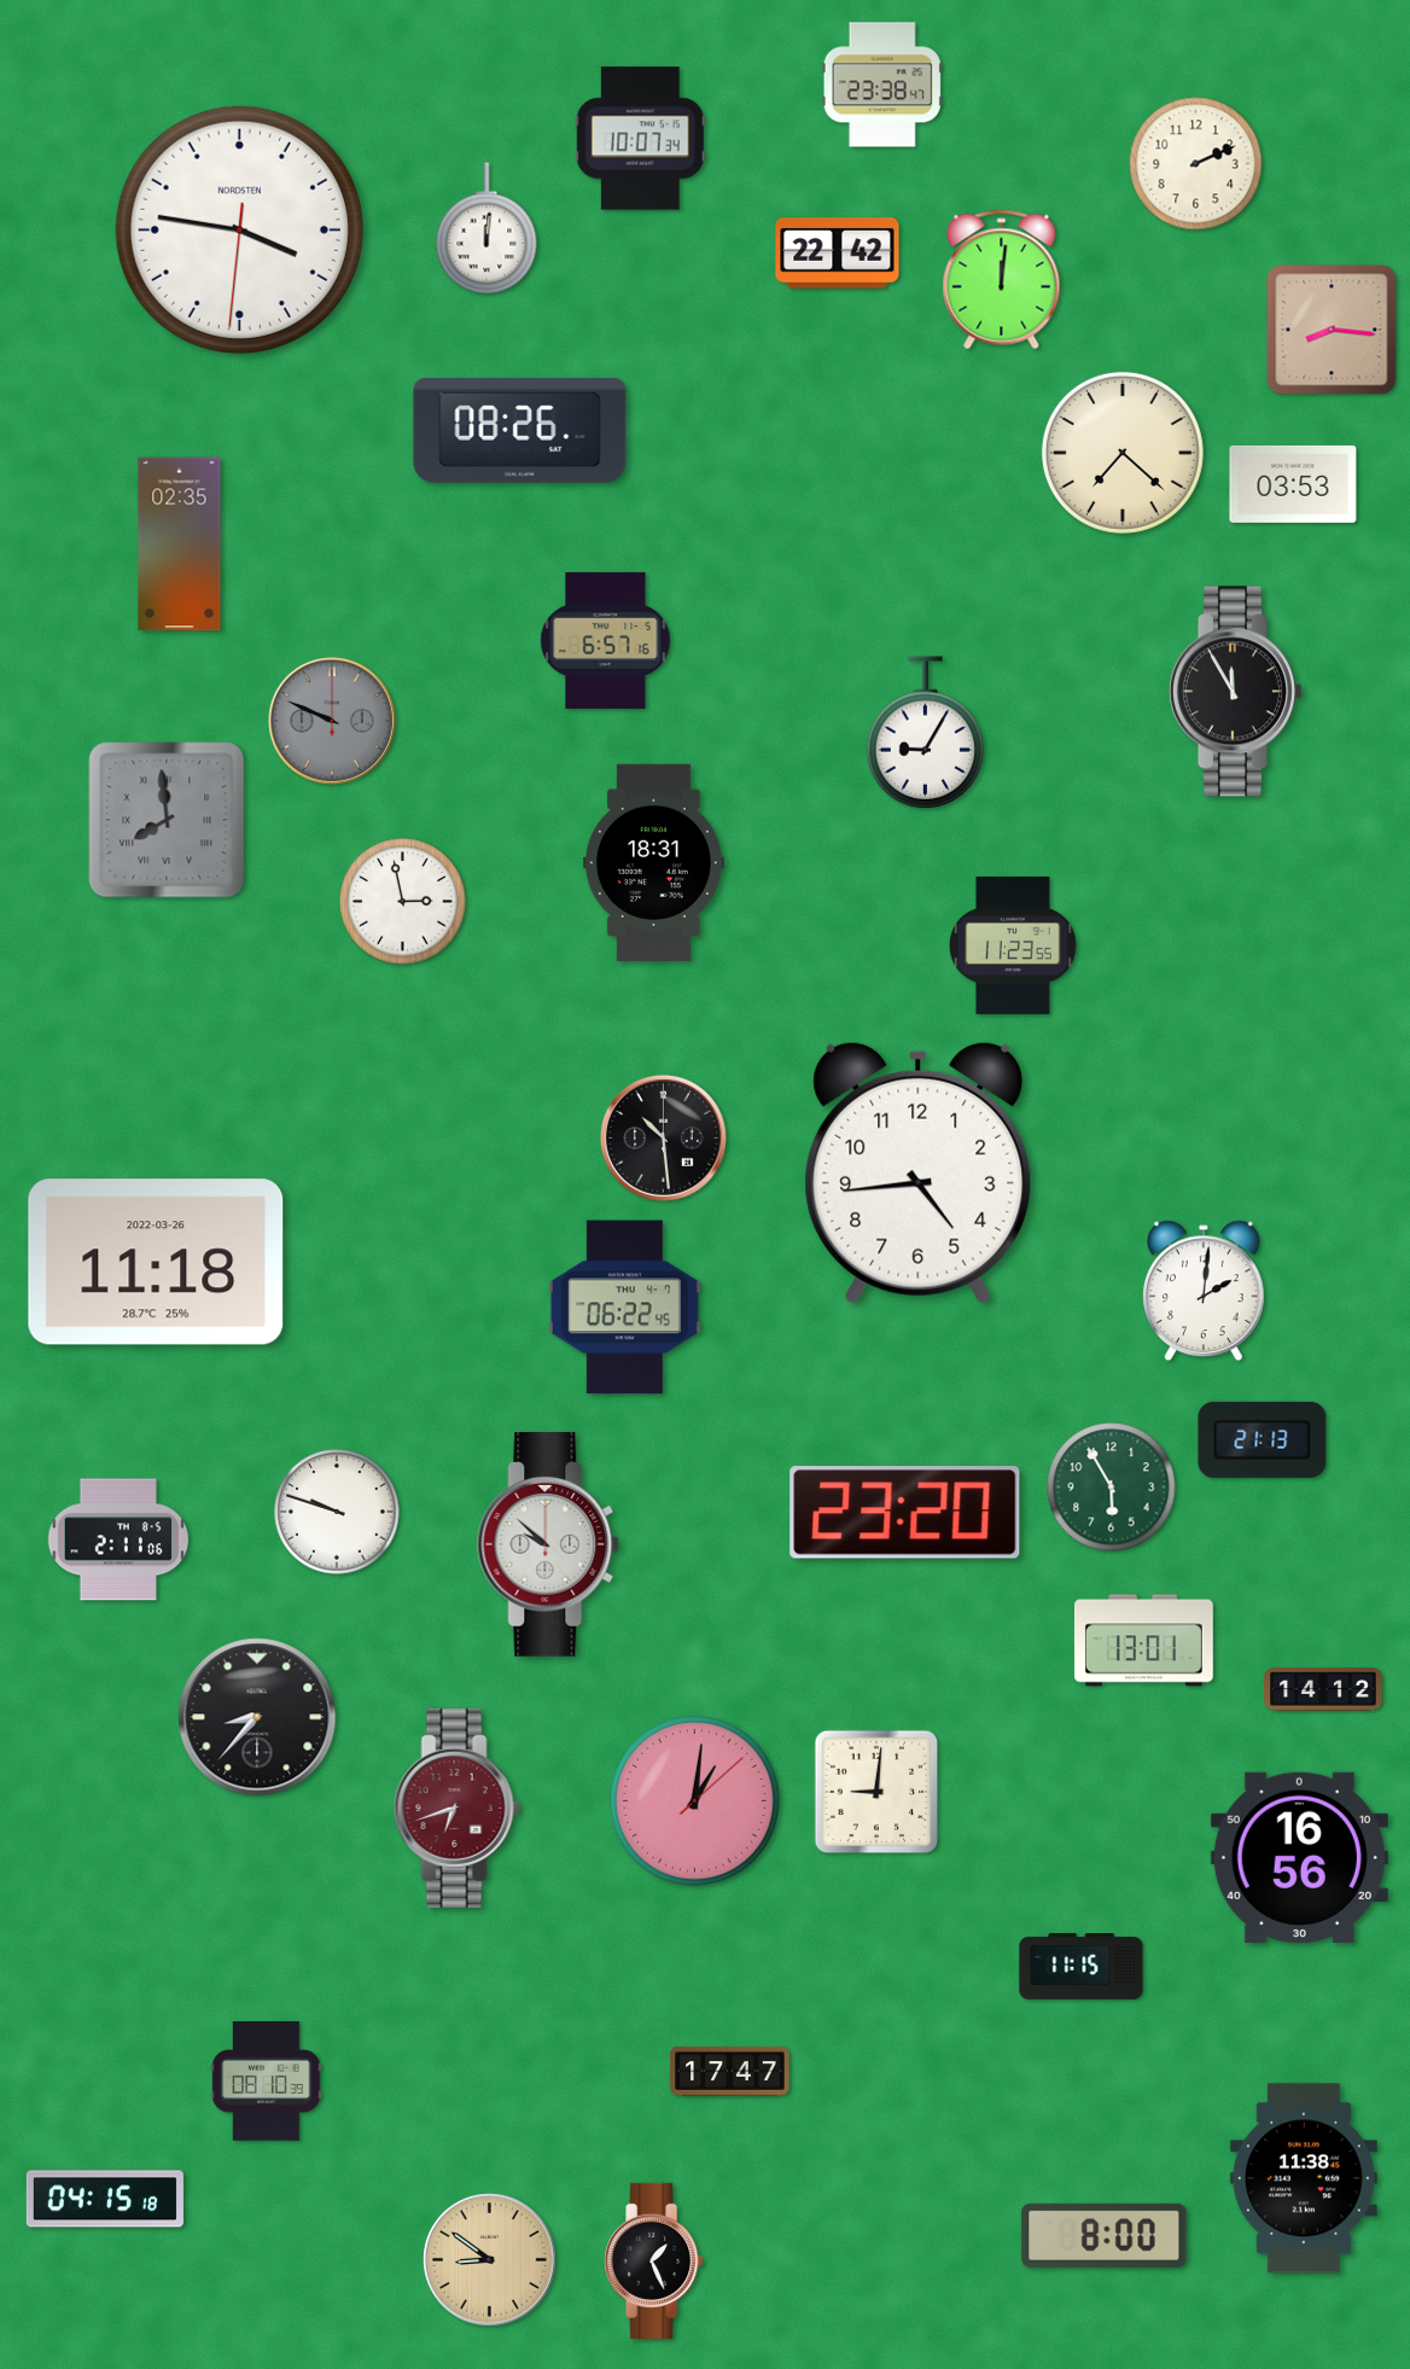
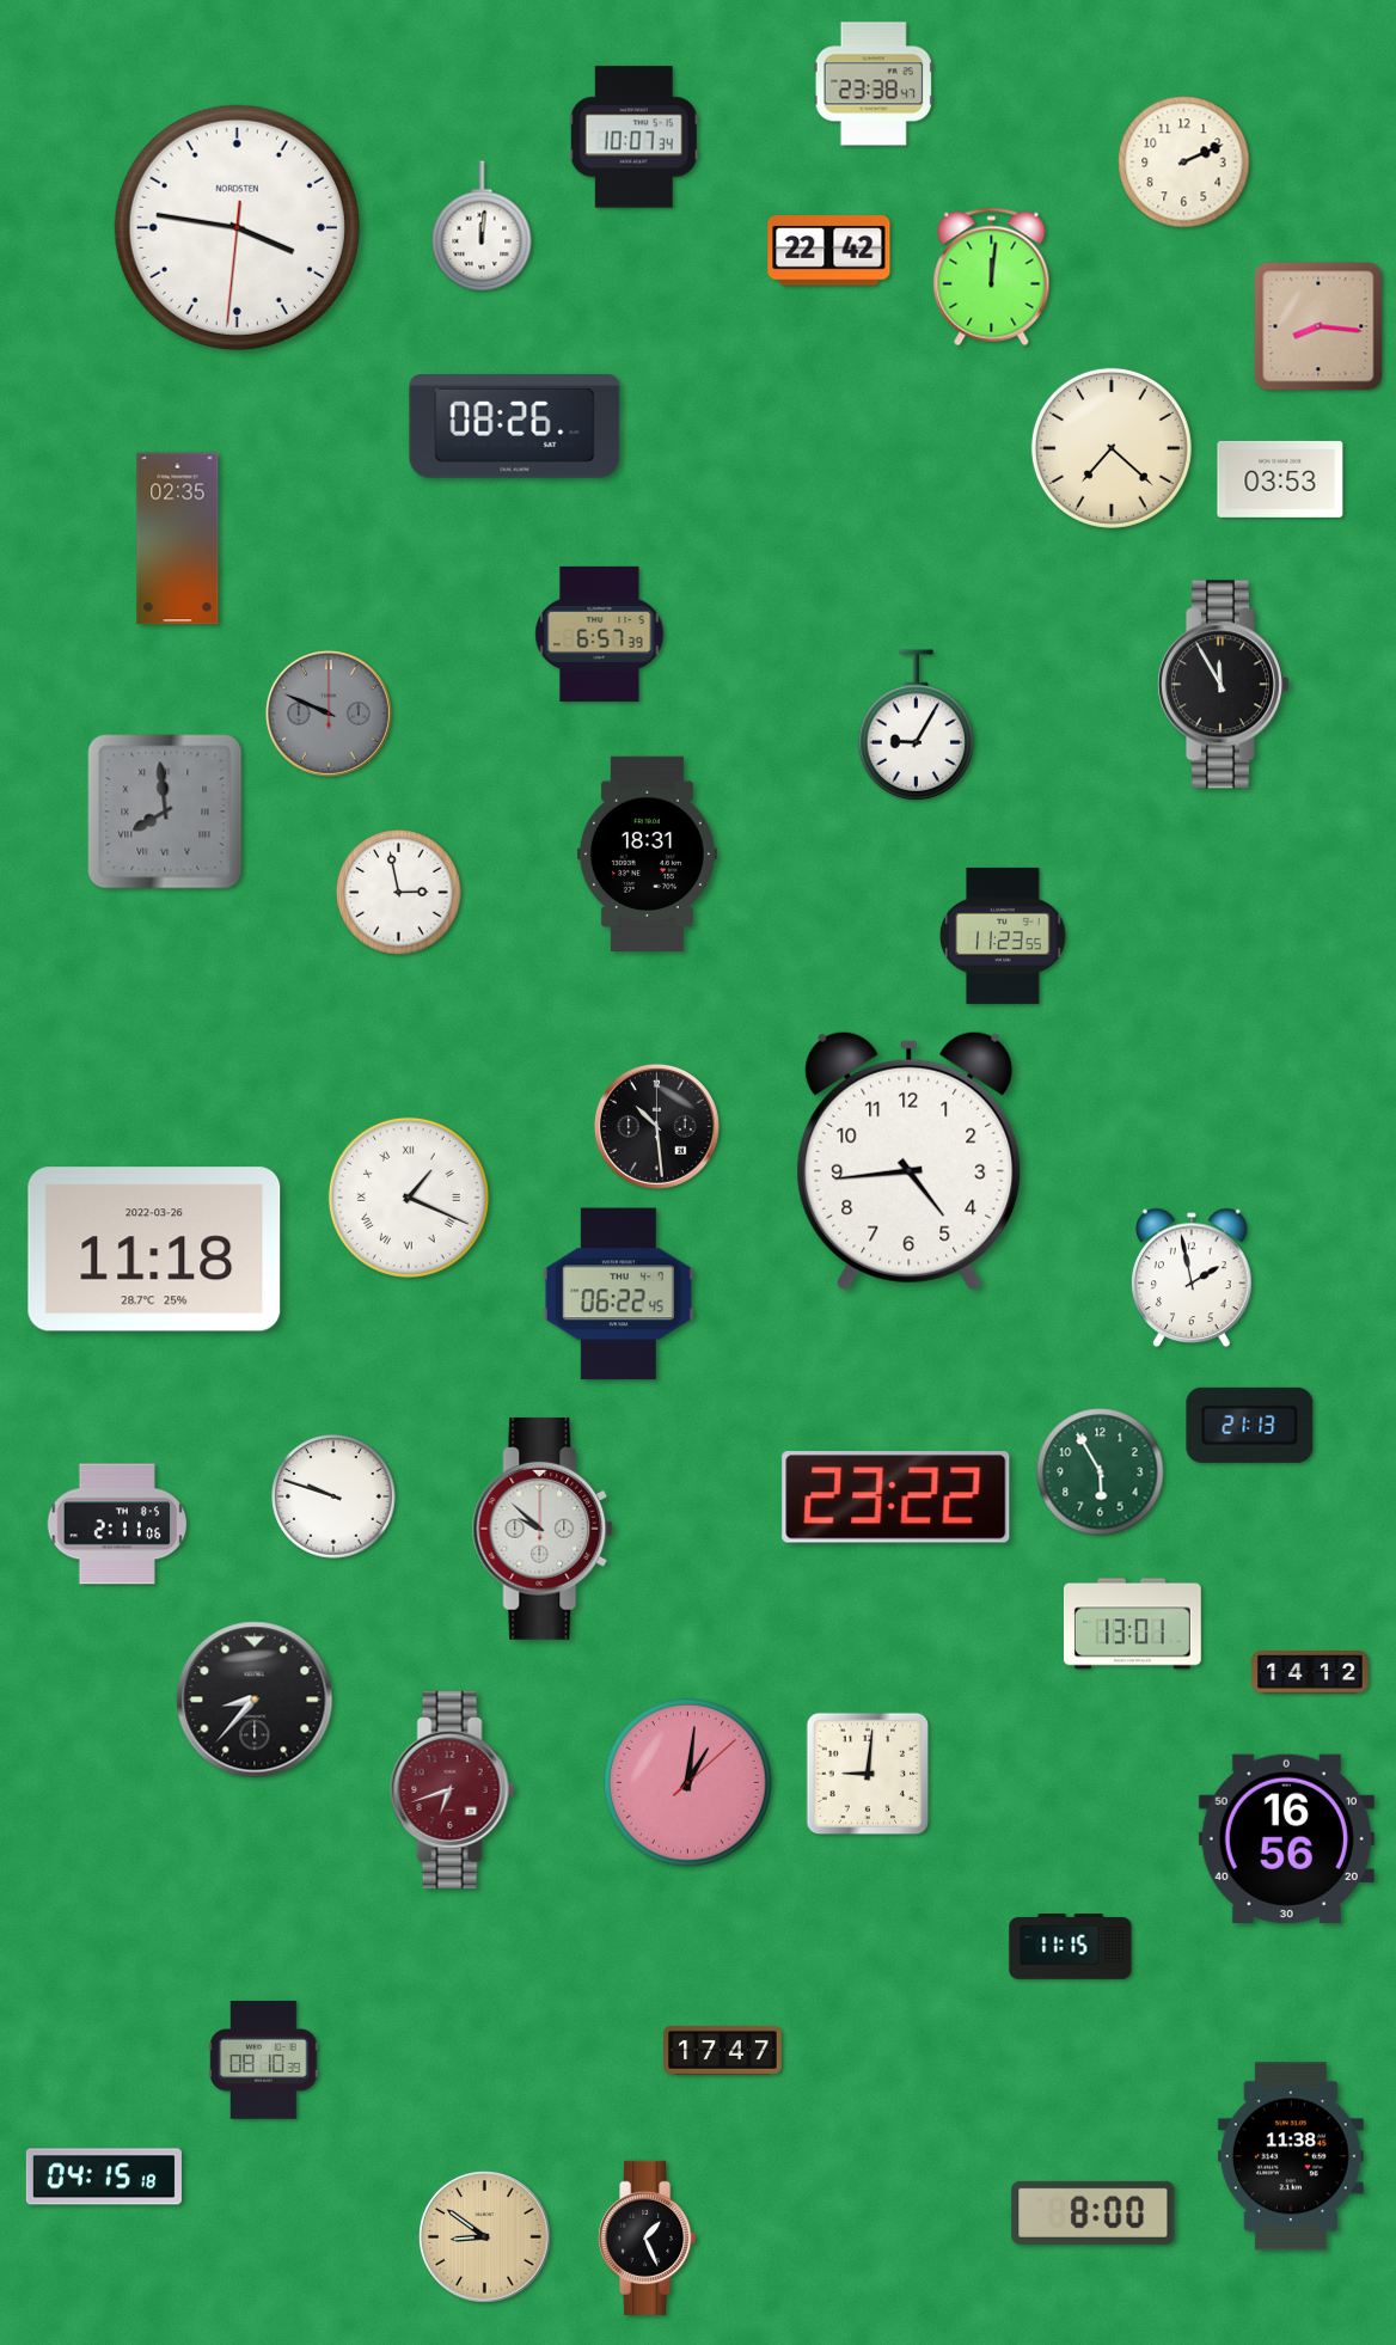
clock at (606, 640): 6:57:16 -> 6:57:39
clock at (409, 1198): none -> 1:19
clock at (1205, 1291): 2:01 -> 1:58
clock at (905, 1513): 23:20 -> 23:22
